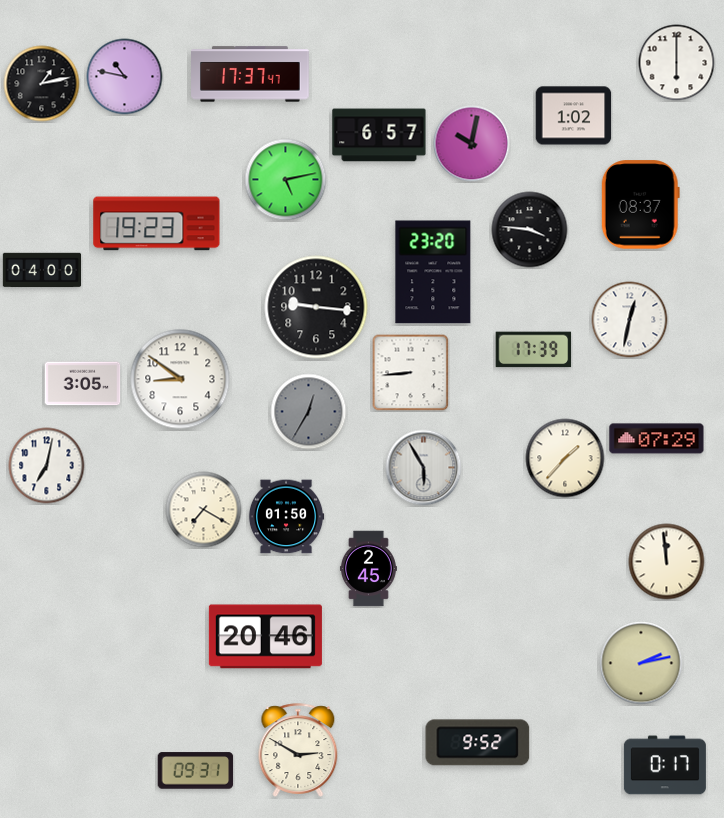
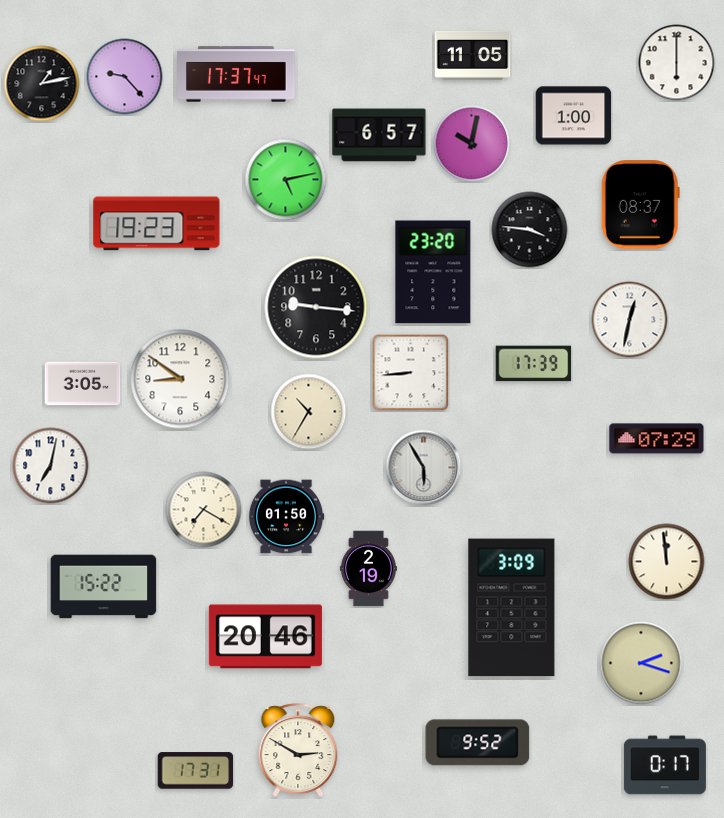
clock at (473, 55): none -> 11:05
clock at (250, 74) position: (250, 74) -> (236, 74)
clock at (125, 77): 10:47 -> 9:23
clock at (574, 116): 1:02 -> 1:00
clock at (42, 270): 04:00 -> none
clock at (534, 350) position: (534, 350) -> (534, 364)
clock at (309, 412): 12:35 -> 10:35
clock at (309, 412) dial: grey -> cream
clock at (565, 458): 1:37 -> none
clock at (47, 466) position: (47, 466) -> (51, 466)
clock at (368, 569): 2:45 -> 2:19
clock at (104, 587): none -> 15:22
clock at (512, 608): none -> 3:09
clock at (641, 663): 2:13 -> 2:18
clock at (196, 771): 09:31 -> 17:31
